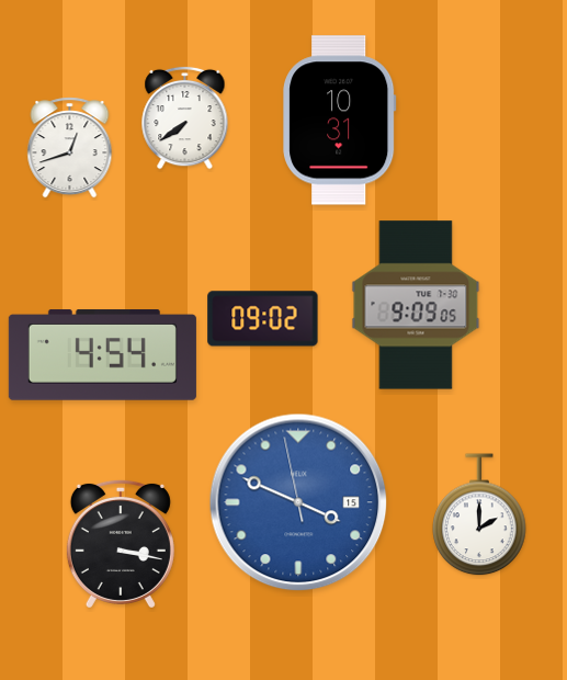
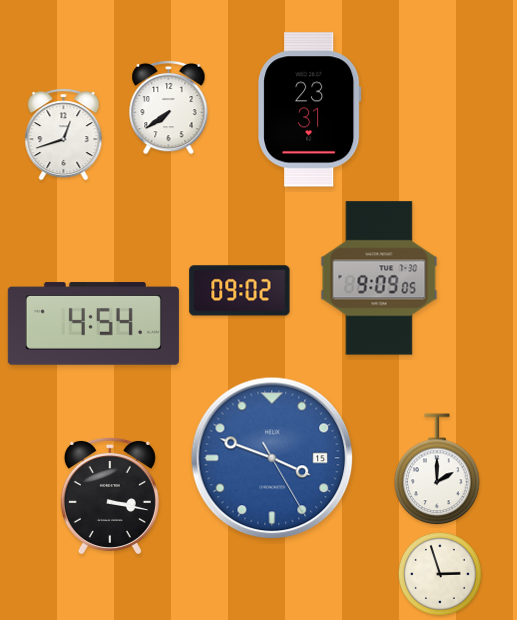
clock at (340, 121): 10:31 -> 23:31
clock at (298, 502): 3:48:58 -> 3:48:25
clock at (440, 574): none -> 2:57
